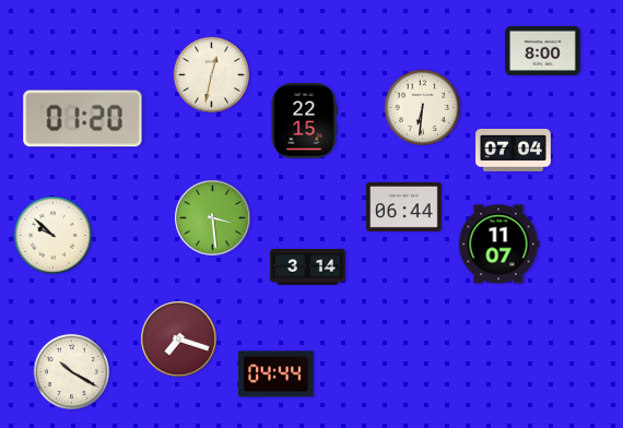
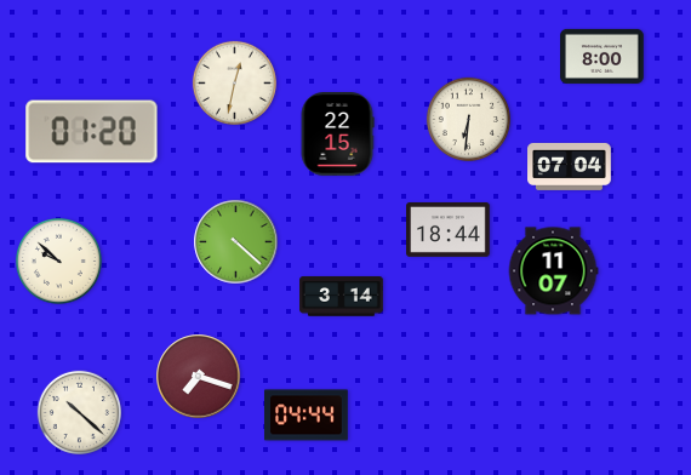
clock at (404, 207): 06:44 -> 18:44
clock at (213, 218): 3:29 -> 4:22
clock at (71, 371): 10:20 -> 10:22
